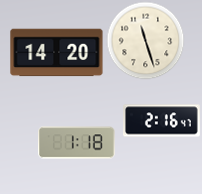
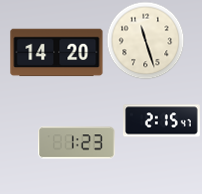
clock at (162, 121): 2:16 -> 2:15
clock at (77, 143): 1:18 -> 1:23
